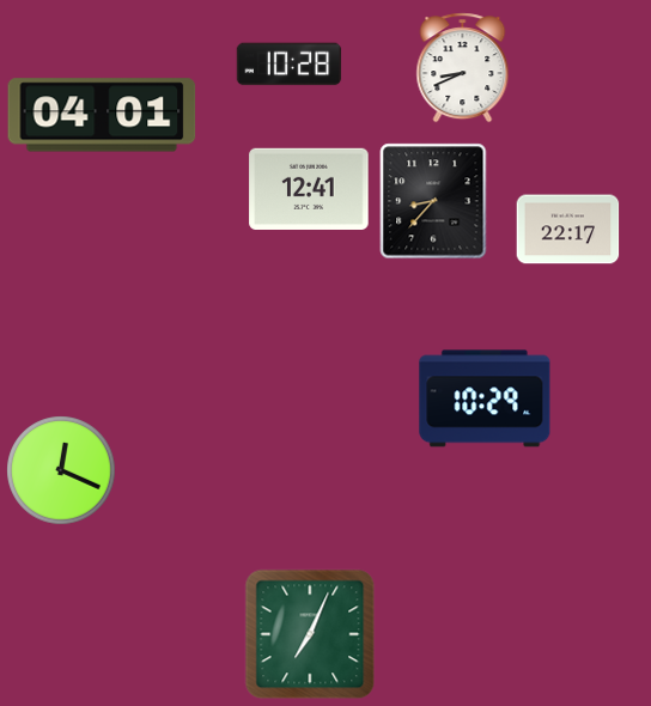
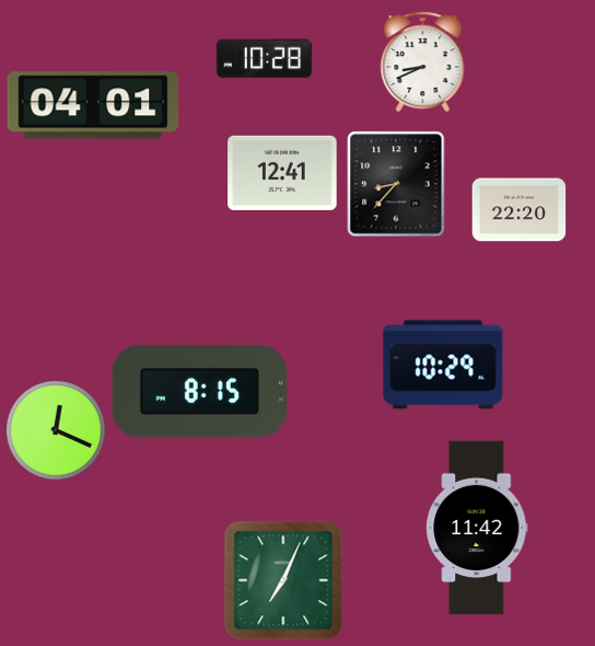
clock at (568, 230): 22:17 -> 22:20
clock at (199, 392): none -> 8:15
clock at (477, 528): none -> 11:42
